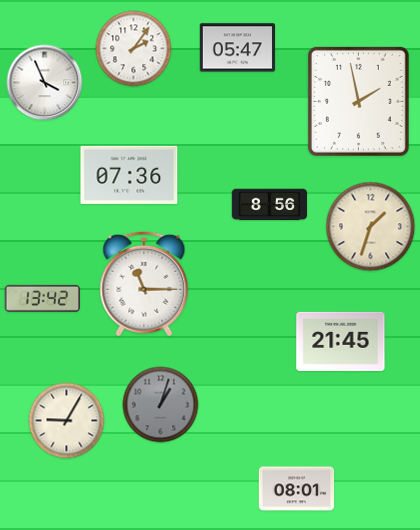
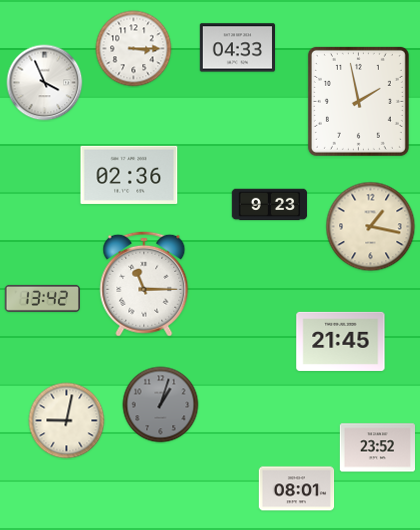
clock at (238, 48): 05:47 -> 04:33
clock at (134, 49): 2:06 -> 3:15
clock at (129, 175): 07:36 -> 02:36
clock at (270, 205): 8:56 -> 9:23
clock at (371, 227): 1:33 -> 1:17
clock at (67, 421): 9:05 -> 9:02
clock at (377, 448): none -> 23:52
